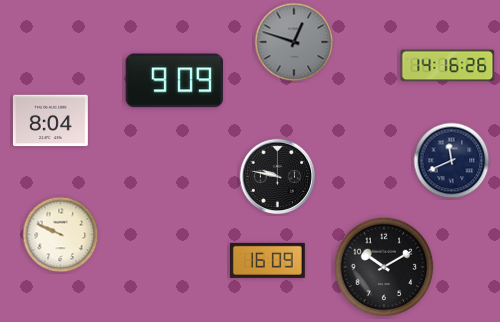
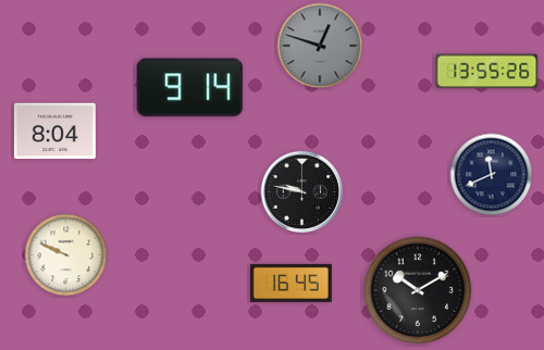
clock at (448, 66): 14:16 -> 13:55
clock at (175, 81): 9:09 -> 9:14
clock at (267, 260): 16:09 -> 16:45
